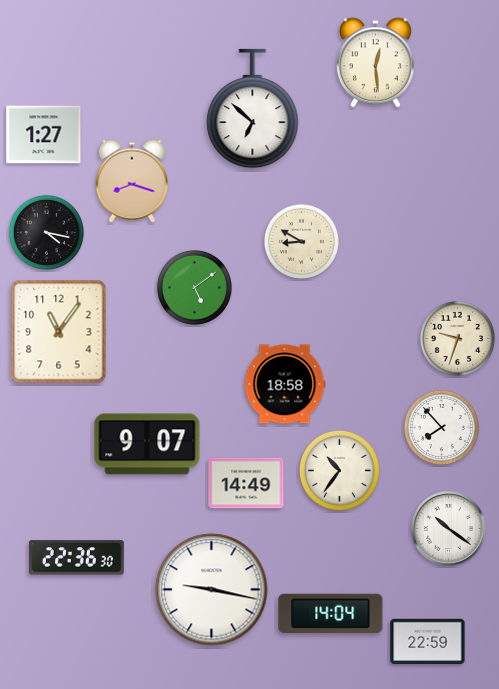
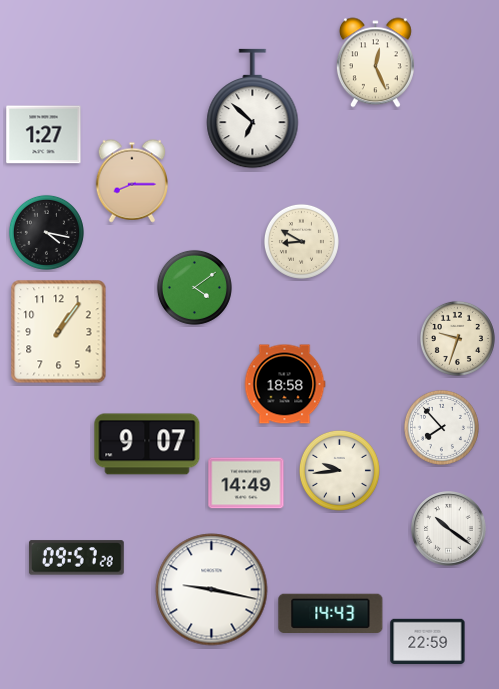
clock at (375, 63): 12:29 -> 12:26
clock at (131, 181): 8:18 -> 8:15
clock at (194, 287): 5:09 -> 4:09
clock at (59, 332): 11:06 -> 1:06
clock at (339, 470): 10:36 -> 9:44
clock at (76, 558): 22:36 -> 09:57
clock at (331, 613): 14:04 -> 14:43
